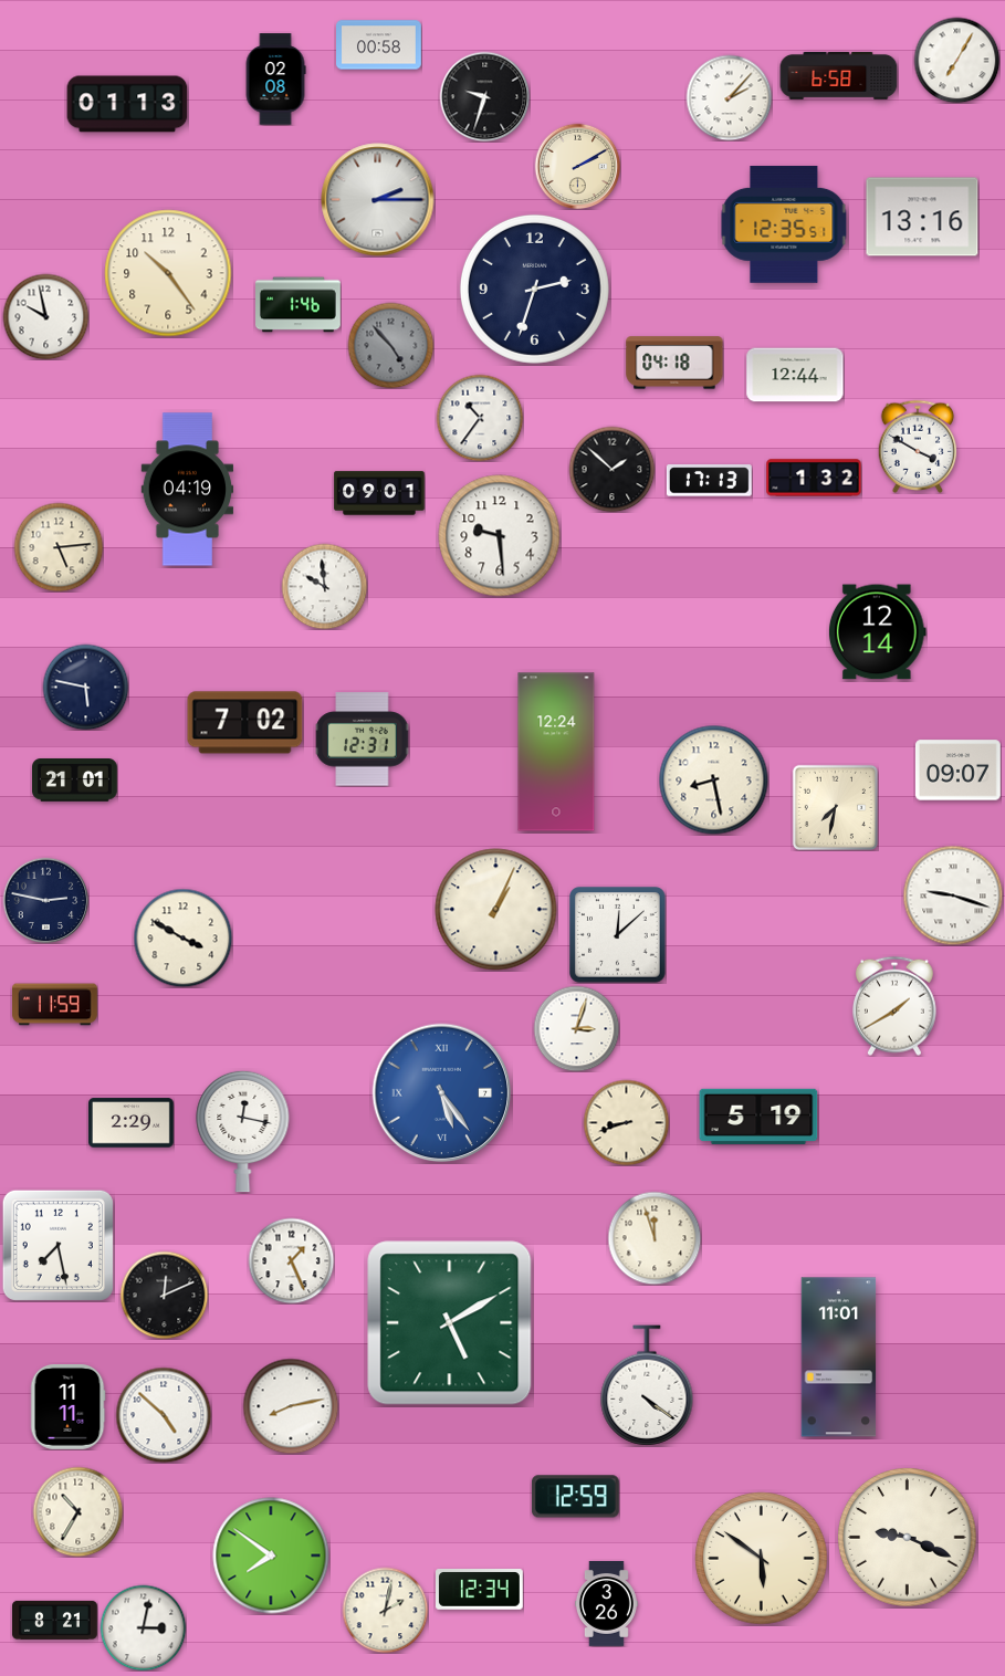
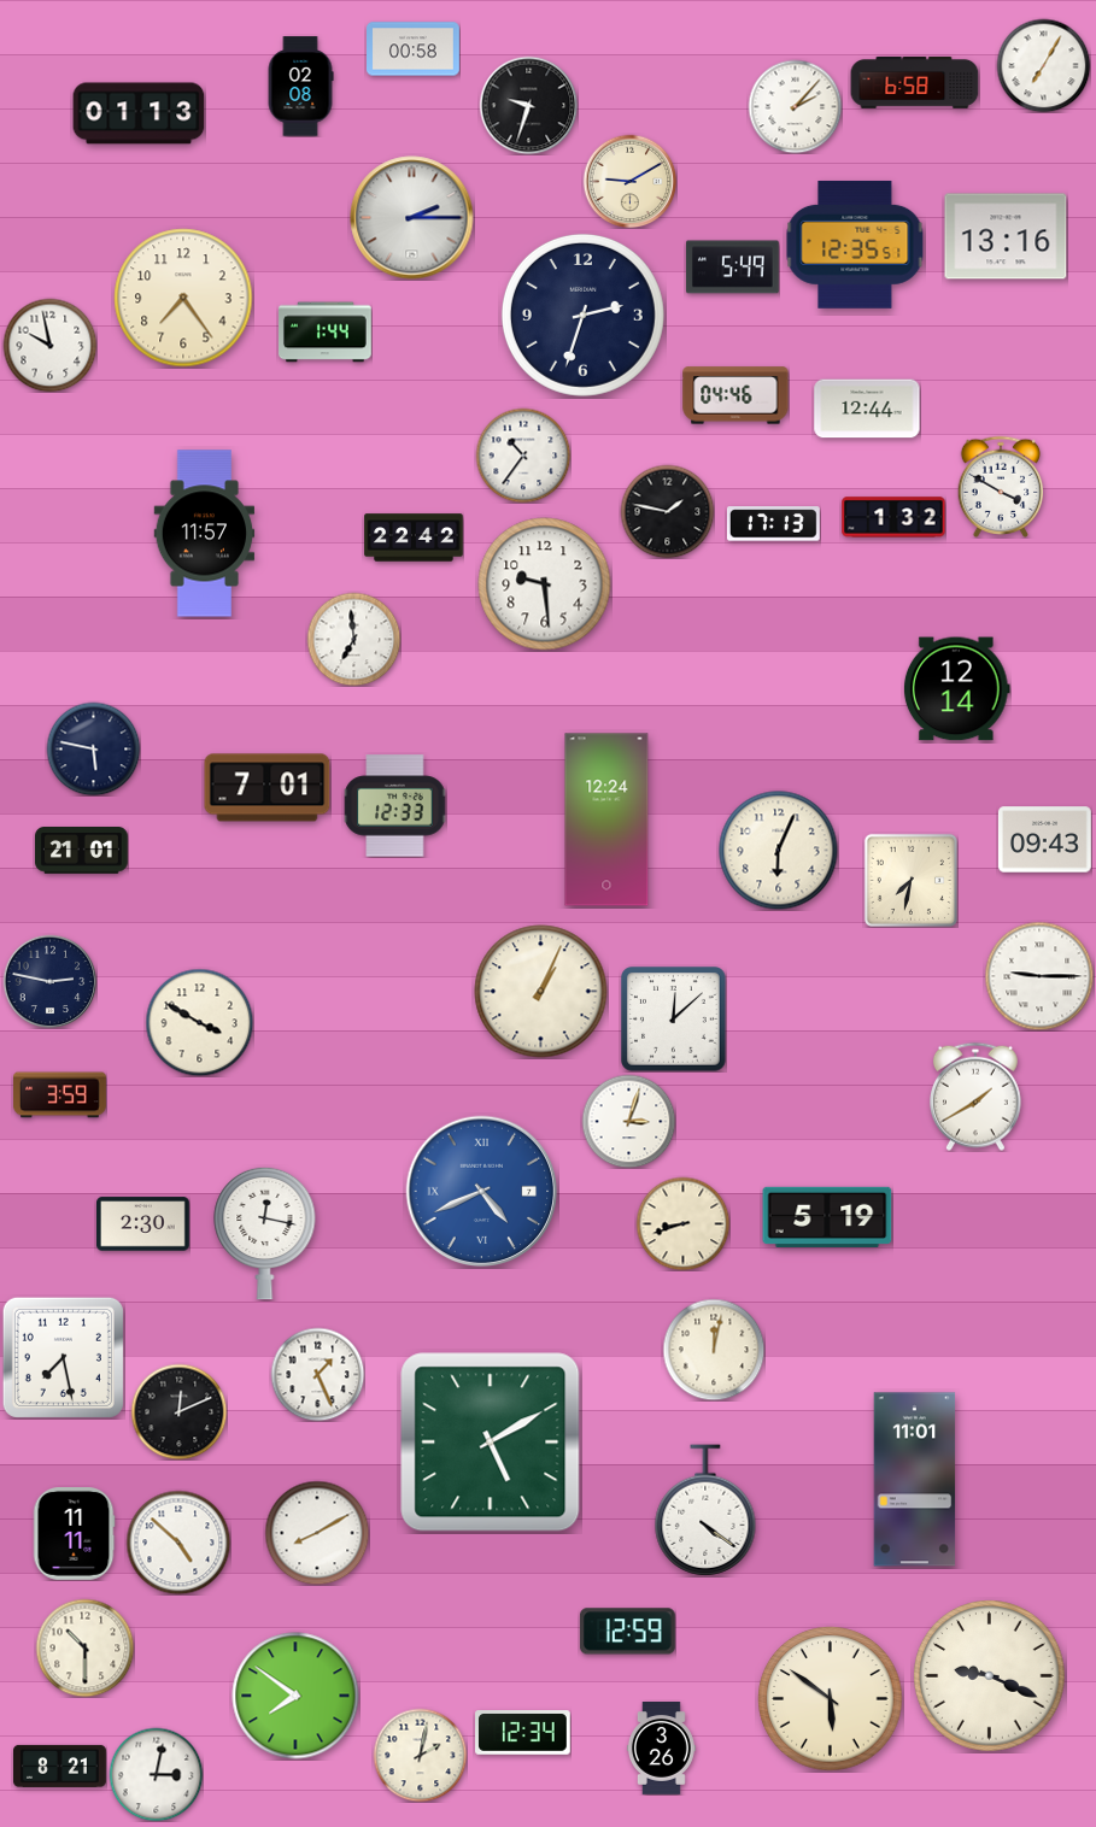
clock at (577, 166): 2:10 -> 9:10
clock at (732, 268): none -> 5:49
clock at (168, 273): 10:24 -> 7:24
clock at (299, 305): 1:46 -> 1:44
clock at (390, 345): 4:53 -> none
clock at (674, 363): 04:18 -> 04:46
clock at (611, 469): 1:52 -> 1:47
clock at (814, 478) position: (814, 478) -> (893, 517)
clock at (188, 490): 04:19 -> 11:57
clock at (379, 493): 09:01 -> 22:42
clock at (59, 547): 5:14 -> none
clock at (324, 586): 9:59 -> 6:59
clock at (245, 723): 7:02 -> 7:01
clock at (363, 740): 12:31 -> 12:33
clock at (957, 771): 09:07 -> 09:43
clock at (714, 781): 8:28 -> 6:04
clock at (953, 895): 9:18 -> 9:15
clock at (55, 1005): 11:59 -> 3:59
clock at (442, 1093): 5:24 -> 4:41
clock at (132, 1123): 2:29 -> 2:30
clock at (655, 1238): 11:57 -> 12:02
clock at (291, 1406): 8:13 -> 8:10
clock at (77, 1511): 10:35 -> 10:30
